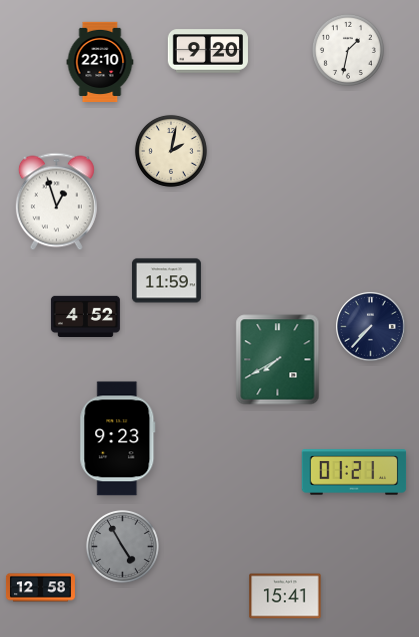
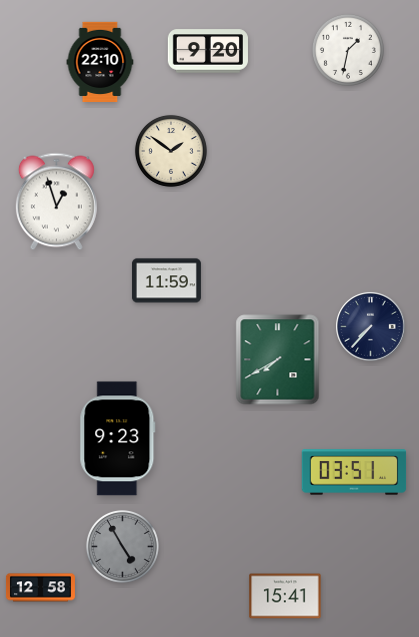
clock at (171, 151): 2:02 -> 1:51
clock at (85, 316): 4:52 -> none
clock at (354, 472): 01:21 -> 03:51
